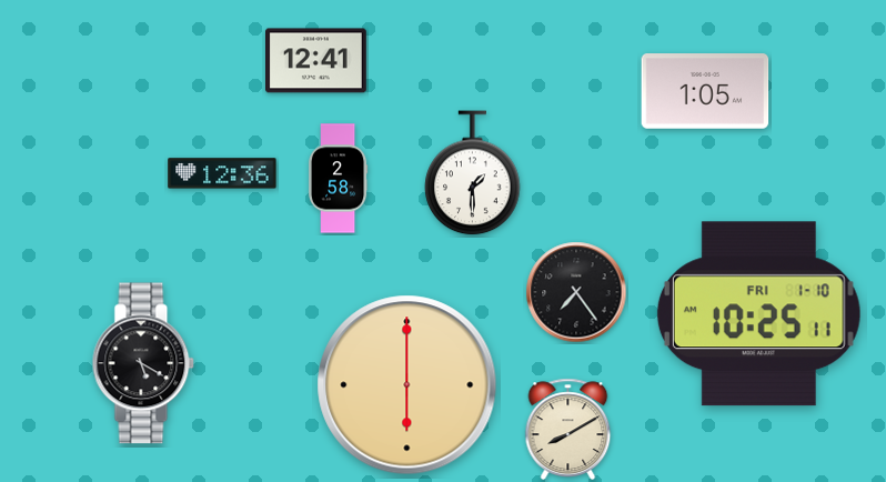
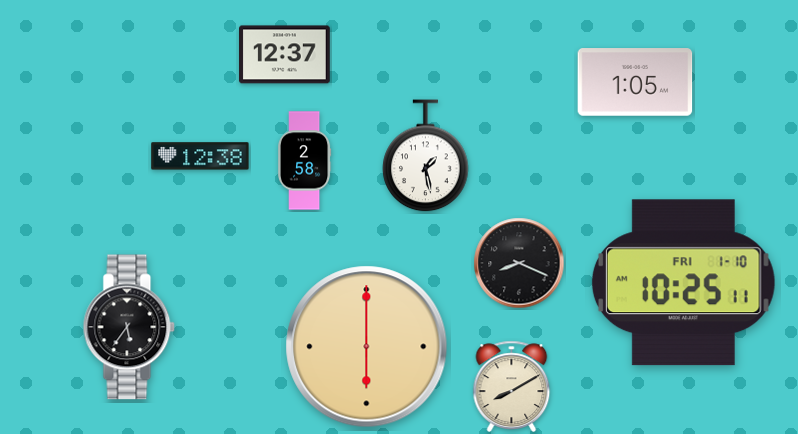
clock at (316, 61): 12:41 -> 12:37
clock at (222, 173): 12:36 -> 12:38
clock at (473, 173): 1:30 -> 1:28
clock at (576, 292): 7:24 -> 8:19
clock at (143, 363): 5:20 -> 5:36
